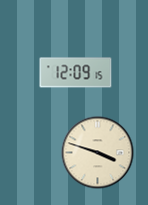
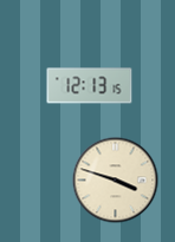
clock at (76, 73): 12:09 -> 12:13
